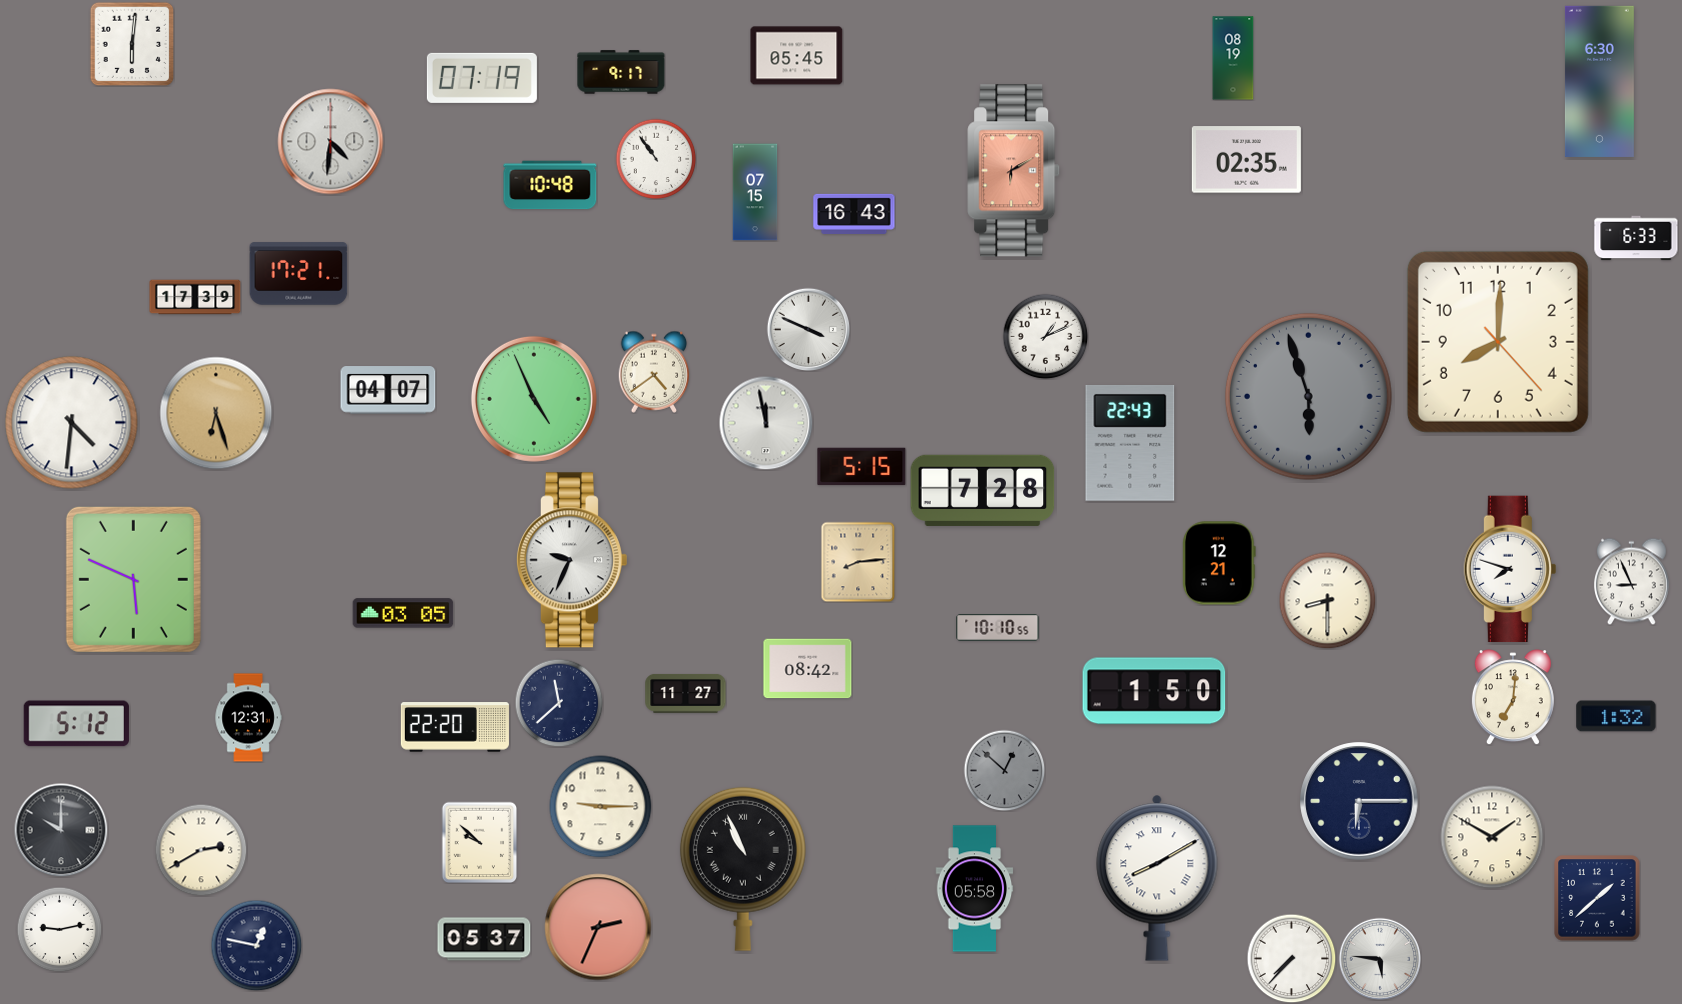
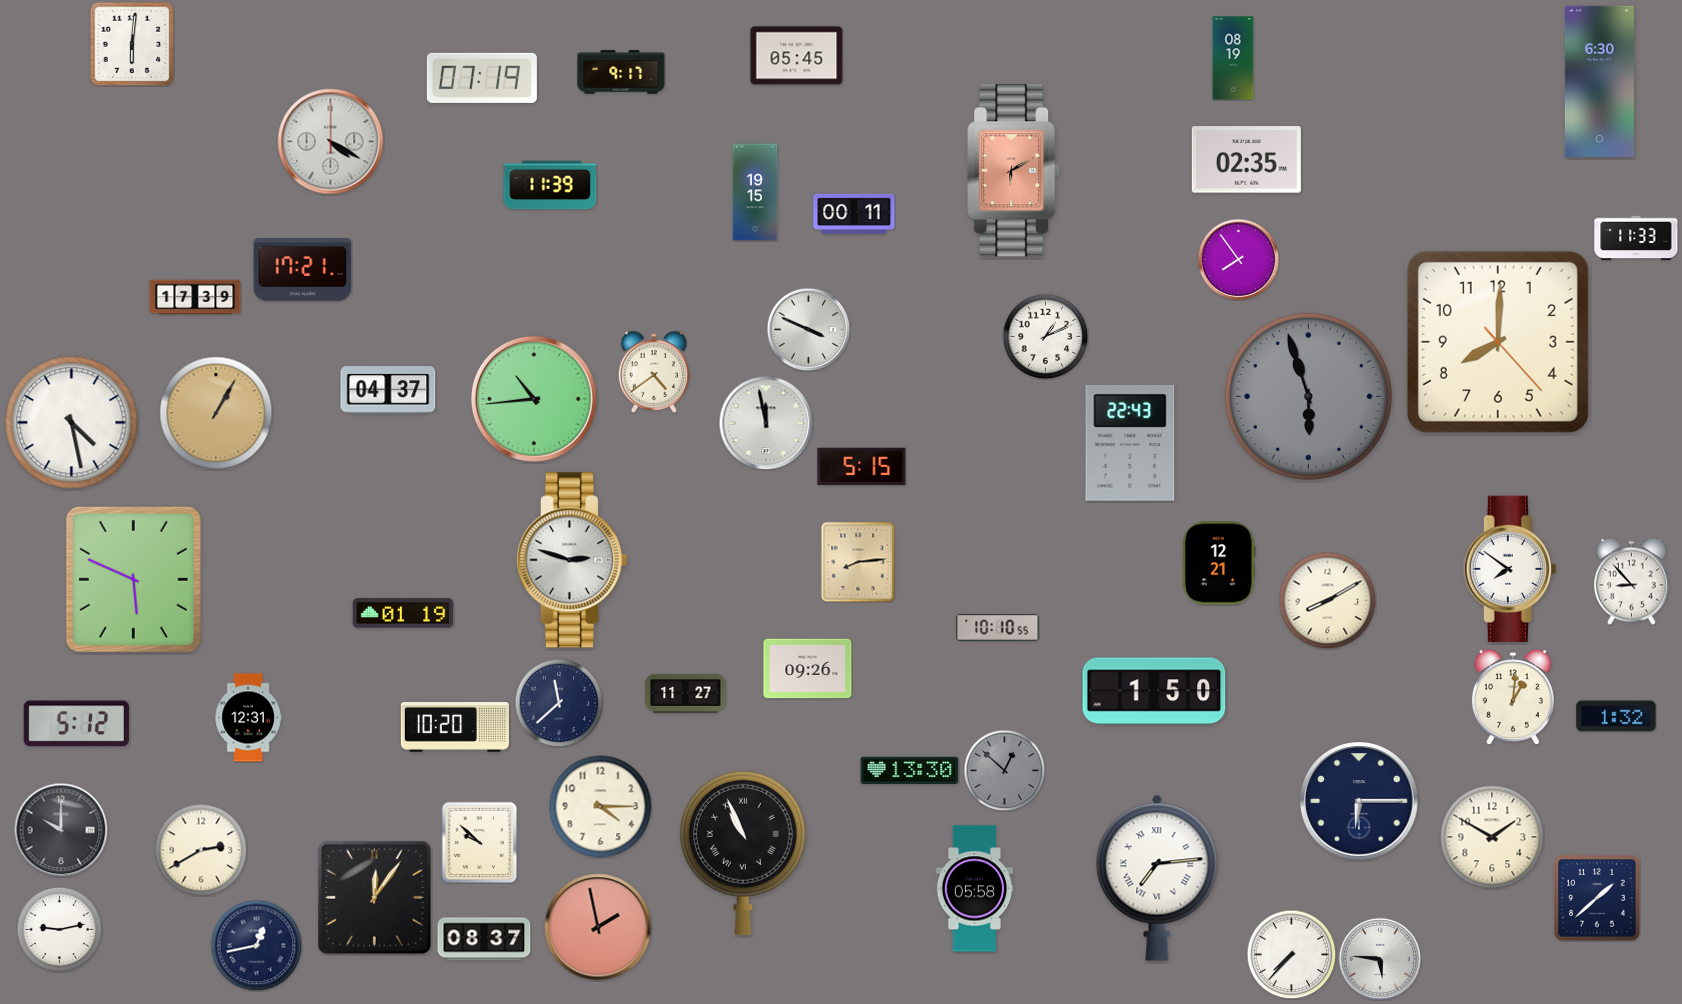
clock at (331, 142): 4:31 -> 4:20
clock at (656, 159): 10:54 -> none
clock at (550, 185): 10:48 -> 11:39
clock at (755, 192): 07:15 -> 19:15
clock at (854, 214): 16:43 -> 00:11
clock at (1636, 238): 6:33 -> 11:33
clock at (1238, 259): none -> 7:54
clock at (299, 274) position: (299, 274) -> (303, 270)
clock at (388, 390): 04:07 -> 04:37
clock at (534, 399): 4:56 -> 10:44
clock at (216, 413): 6:27 -> 1:05
clock at (72, 423): 4:31 -> 4:28
clock at (983, 490): 7:28 -> none
clock at (571, 560): 9:34 -> 2:48
clock at (1510, 569): 7:48 -> 7:51
clock at (1631, 581): 8:56 -> 8:53
clock at (1327, 600): 8:30 -> 8:10
clock at (403, 613): 03:05 -> 01:19
clock at (808, 669): 08:42 -> 09:26
clock at (1513, 697): 7:01 -> 1:01
clock at (455, 727): 22:20 -> 10:20
clock at (910, 770): none -> 13:30
clock at (601, 807): 9:15 -> 4:15
clock at (743, 869) position: (743, 869) -> (743, 853)
clock at (1157, 878): 8:10 -> 7:14
clock at (375, 898): none -> 12:06
clock at (598, 927): 2:34 -> 1:58
clock at (484, 939): 05:37 -> 08:37
clock at (256, 945): 12:47 -> 12:43
clock at (1291, 958) position: (1291, 958) -> (1291, 954)
